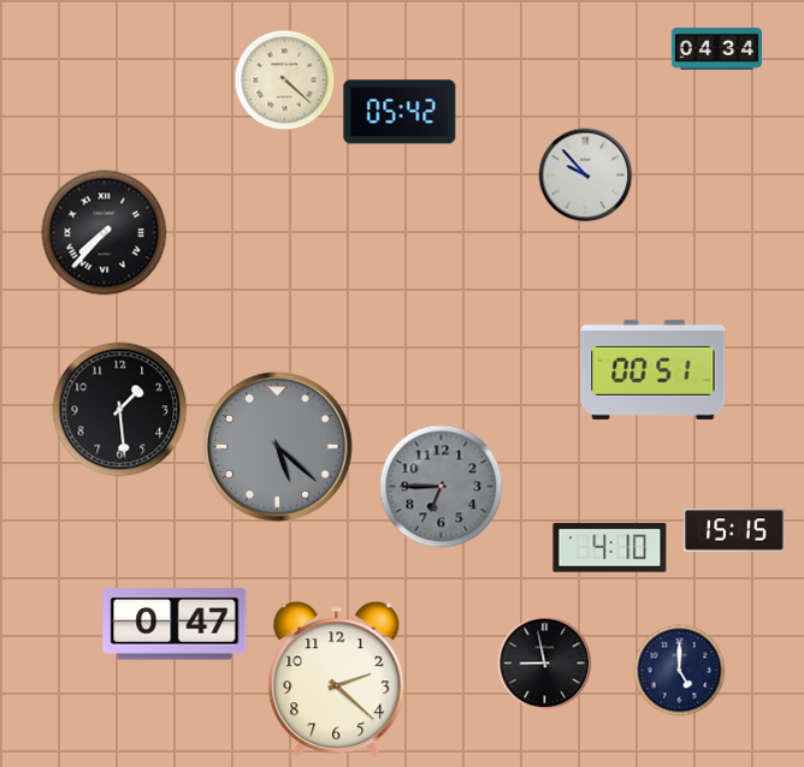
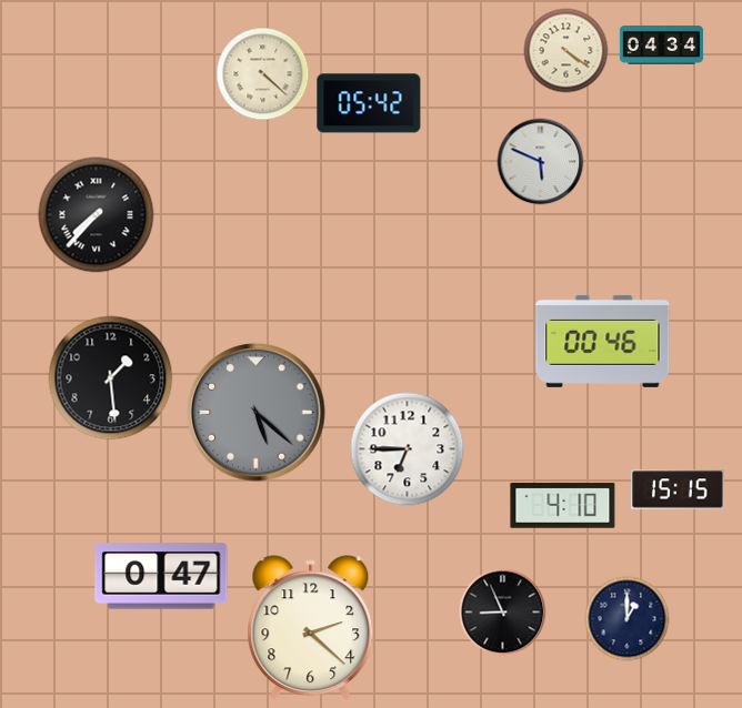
clock at (566, 51): none -> 4:21
clock at (586, 176): 9:53 -> 5:49
clock at (654, 369): 00:51 -> 00:46
clock at (442, 487) dial: grey -> white
clock at (545, 664): 8:58 -> 8:56
clock at (680, 671): 5:00 -> 1:00
